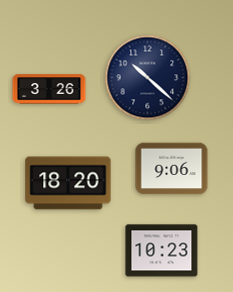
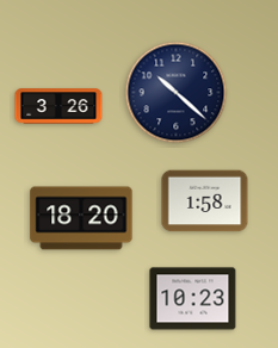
clock at (172, 169): 9:06 -> 1:58
